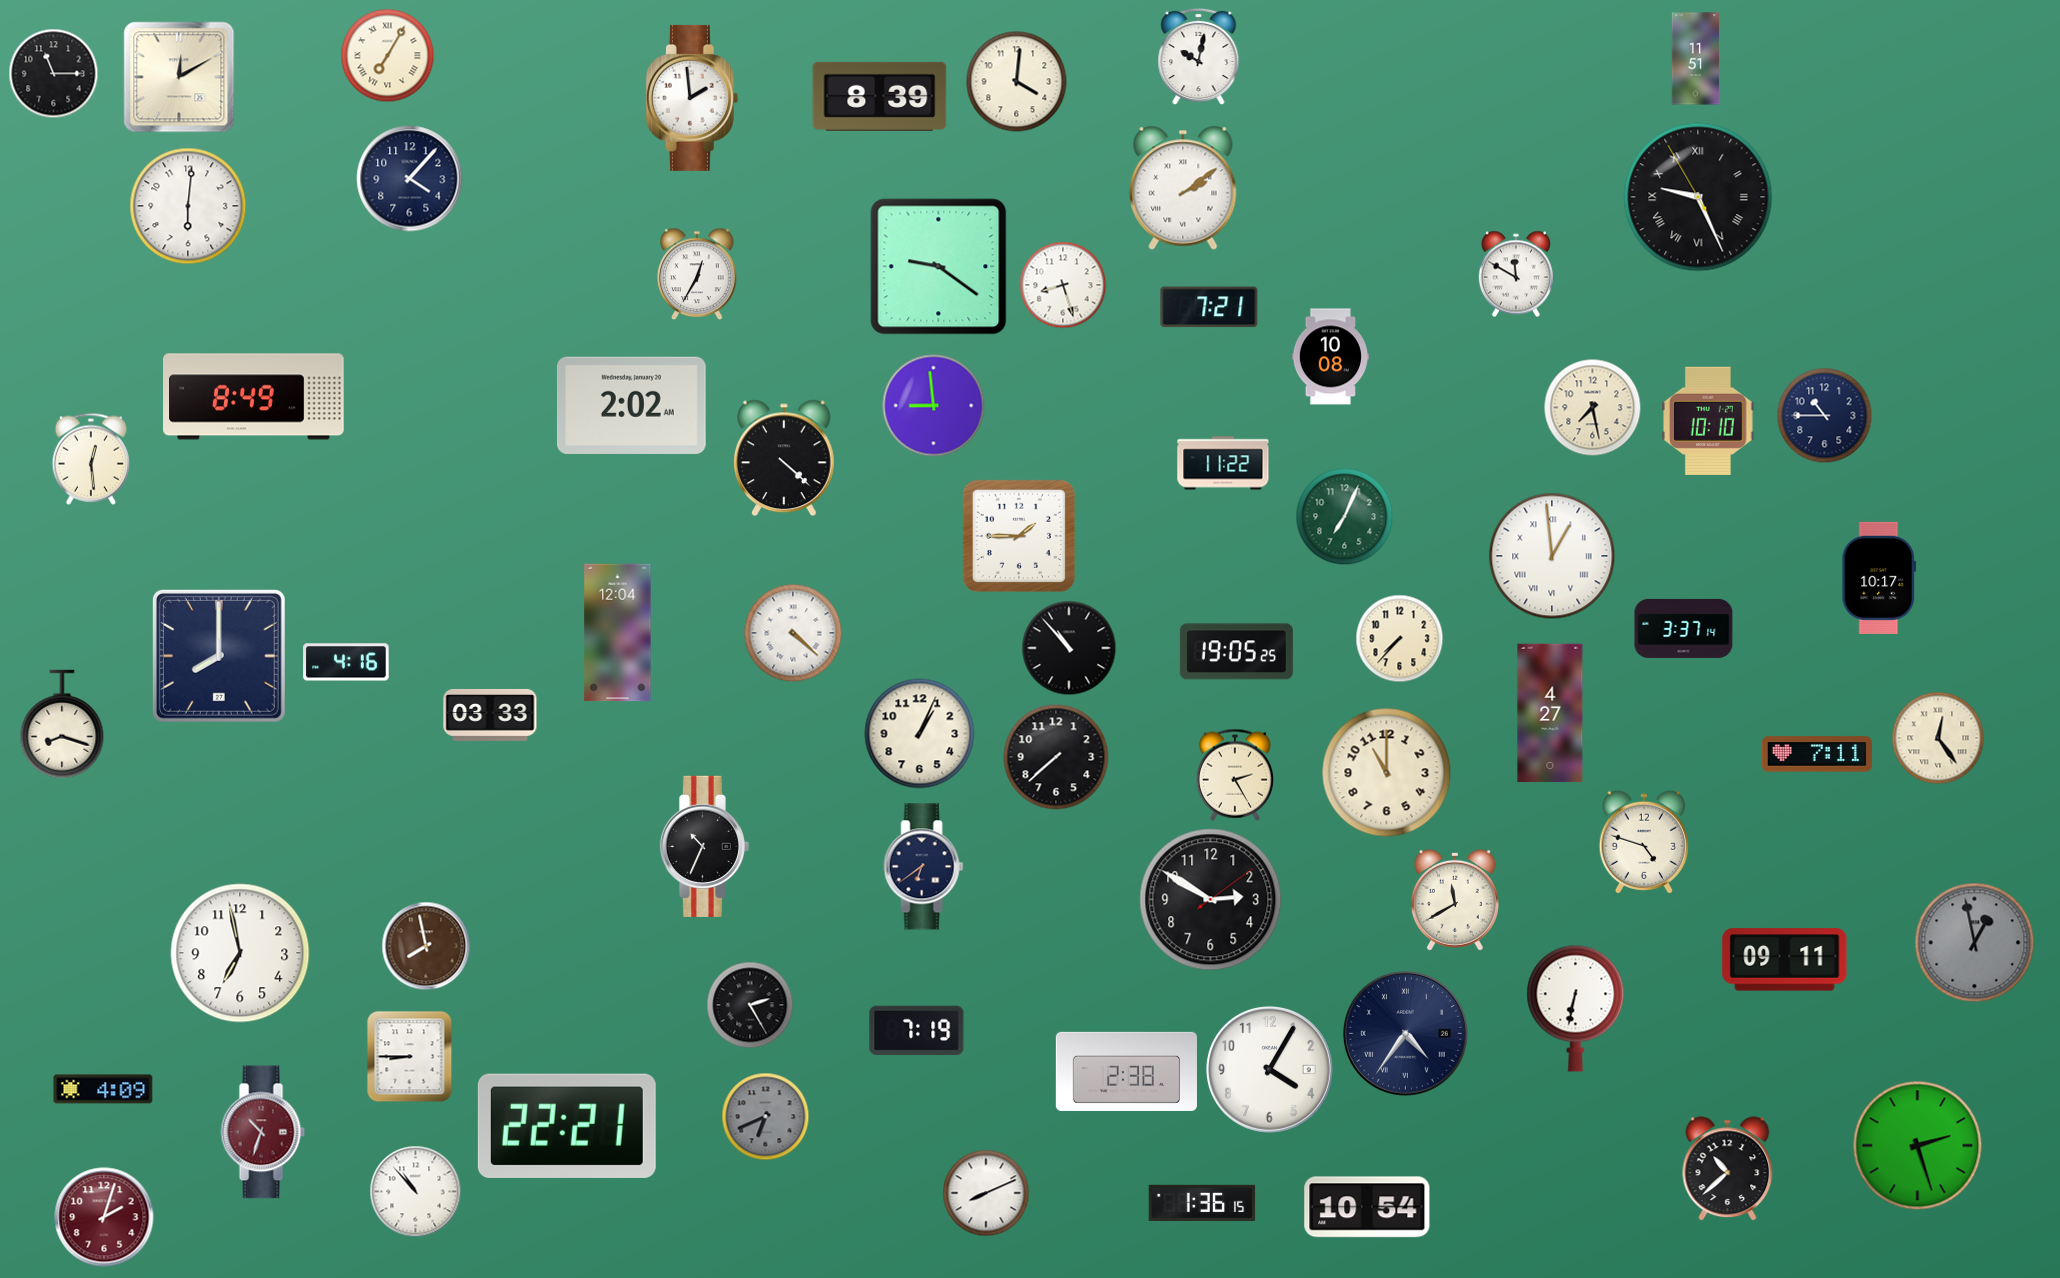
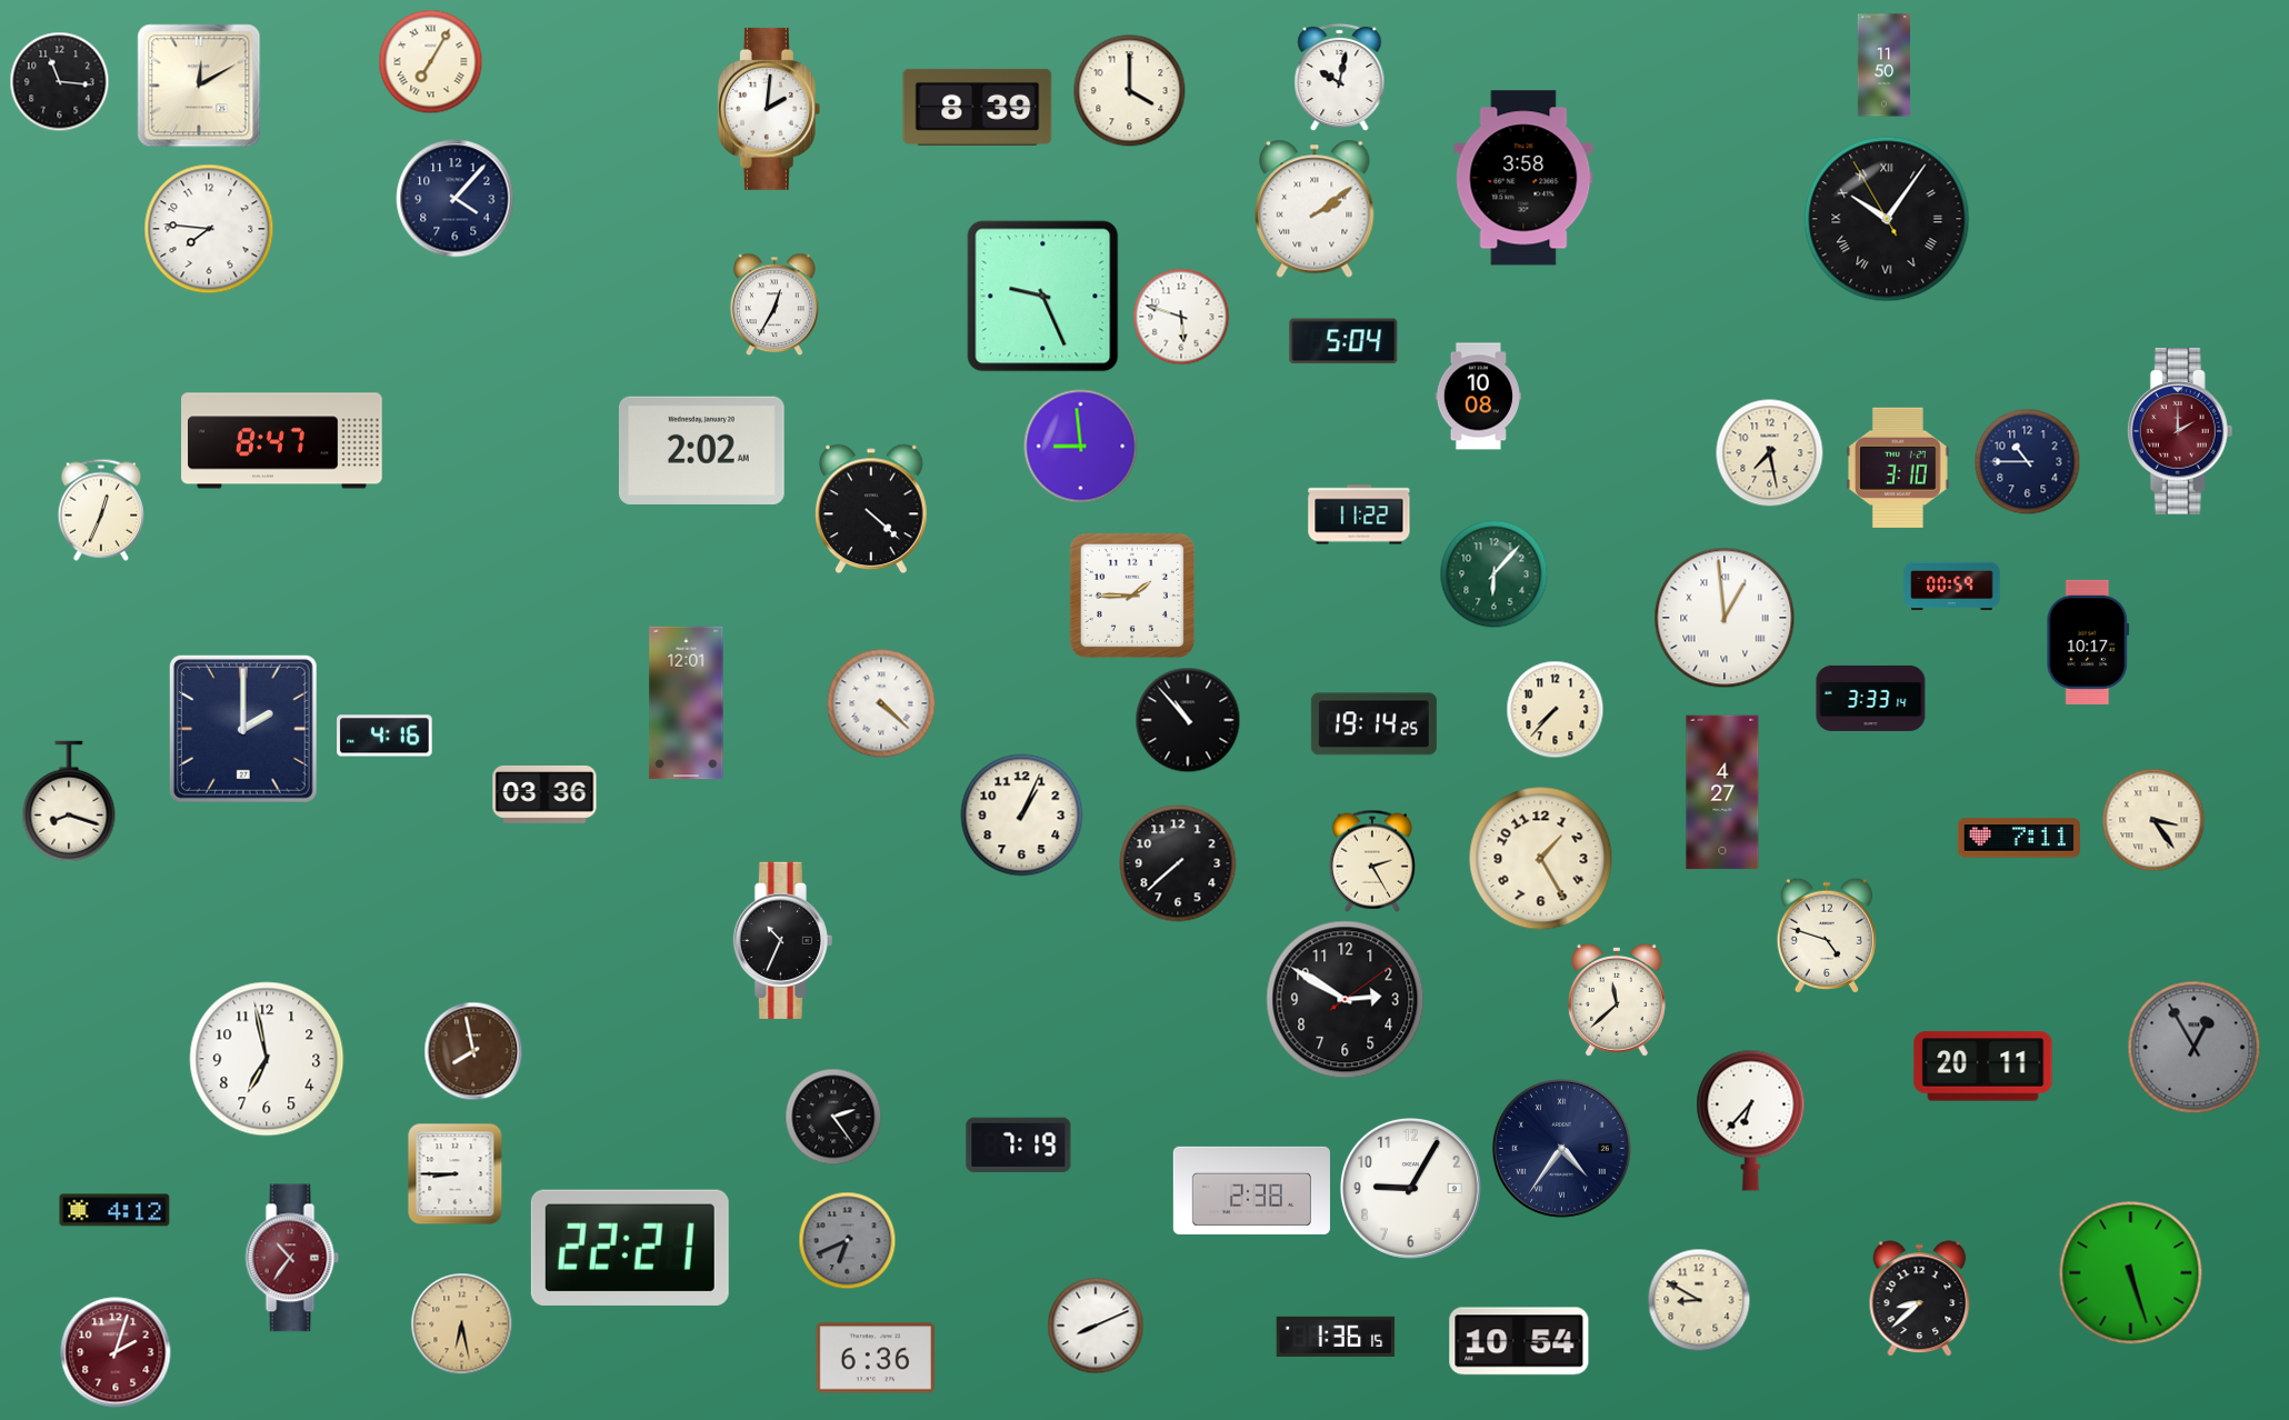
clock at (1199, 57) position: (1199, 57) -> (1340, 78)
clock at (1696, 59): 11:51 -> 11:50
clock at (54, 74): 11:15 -> 11:16
clock at (1017, 82): 4:01 -> 4:00
clock at (692, 98): 1:59 -> 2:01
clock at (1523, 178): none -> 3:58
clock at (1698, 197): 9:25 -> 10:05
clock at (188, 206): 6:01 -> 7:46
clock at (939, 267): 9:21 -> 9:26
clock at (1516, 274): 11:50 -> none
clock at (1063, 285): 8:27 -> 5:48
clock at (1209, 307): 7:21 -> 5:04
clock at (2180, 431): none -> 2:00
clock at (254, 397): 8:49 -> 8:47
clock at (934, 406) position: (934, 406) -> (1081, 447)
clock at (1709, 421): 10:10 -> 3:10
clock at (91, 459): 12:29 -> 12:34
clock at (1345, 517): 7:04 -> 6:07
clock at (1952, 587): none -> 00:59
clock at (1684, 628): 3:37 -> 3:33
clock at (618, 633): 12:04 -> 12:01
clock at (1236, 652): 19:05 -> 19:14
clock at (219, 656): 8:00 -> 2:00
clock at (490, 715): 03:33 -> 03:36
clock at (62, 724) position: (62, 724) -> (69, 801)
clock at (1938, 738): 12:24 -> 3:24
clock at (1056, 757) position: (1056, 757) -> (1178, 863)
clock at (1387, 773): 11:00 -> 1:25
clock at (924, 867): 6:39 -> none
clock at (1455, 900): 11:40 -> 11:38
clock at (1975, 943): 12:58 -> 12:55
clock at (1785, 960): 09:11 -> 20:11
clock at (750, 1005): 2:25 -> 2:24
clock at (1576, 1008): 6:32 -> 6:37
clock at (1269, 1069): 4:05 -> 9:05
clock at (103, 1089): 4:09 -> 4:12
clock at (766, 1117) position: (766, 1117) -> (848, 1241)
clock at (567, 1126) position: (567, 1126) -> (630, 1248)
clock at (263, 1132): 10:33 -> 10:36
clock at (1918, 1146): 2:27 -> 5:27
clock at (1728, 1169): 10:38 -> 8:38
clock at (1699, 1300): none -> 8:50
clock at (416, 1192): 10:53 -> 6:28
clock at (416, 1192) dial: white -> champagne
clock at (876, 1358): none -> 6:36
